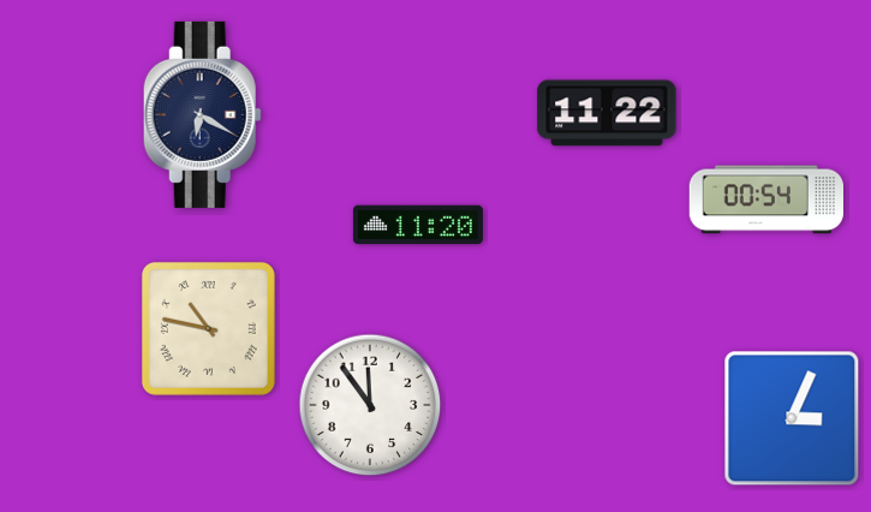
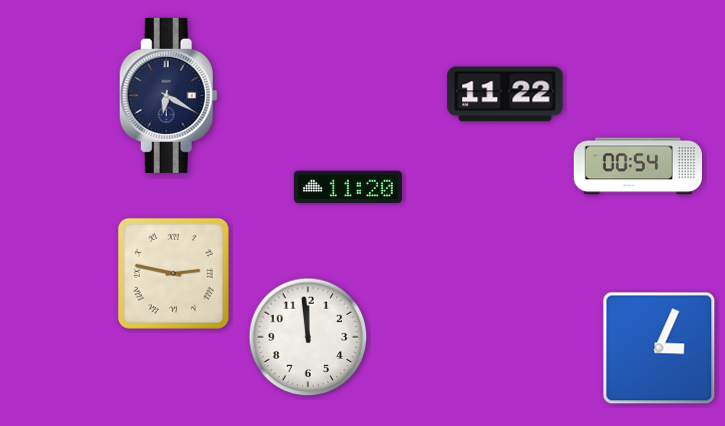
clock at (208, 328): 10:47 -> 2:47
clock at (370, 405): 11:54 -> 11:59
